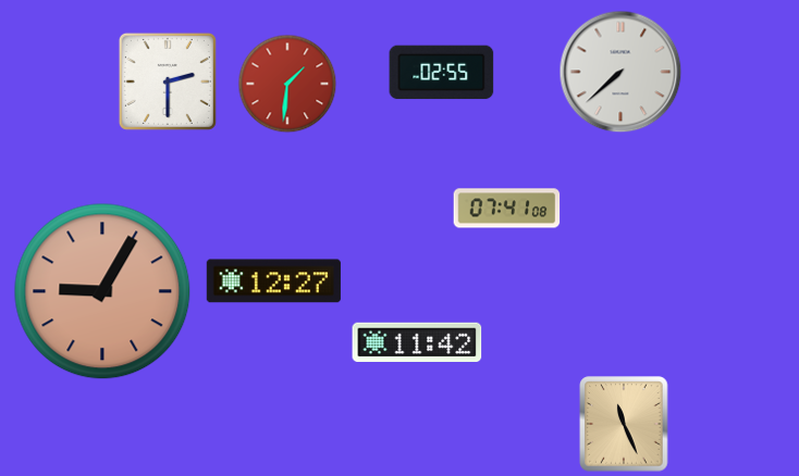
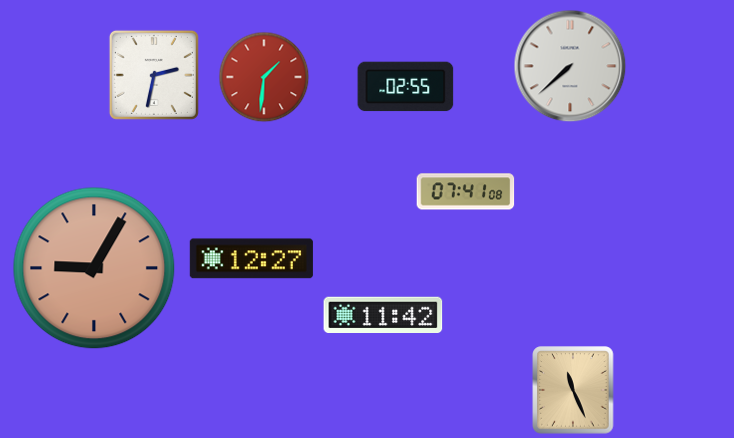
clock at (442, 73) position: (442, 73) -> (406, 87)
clock at (168, 82): 2:30 -> 2:32
